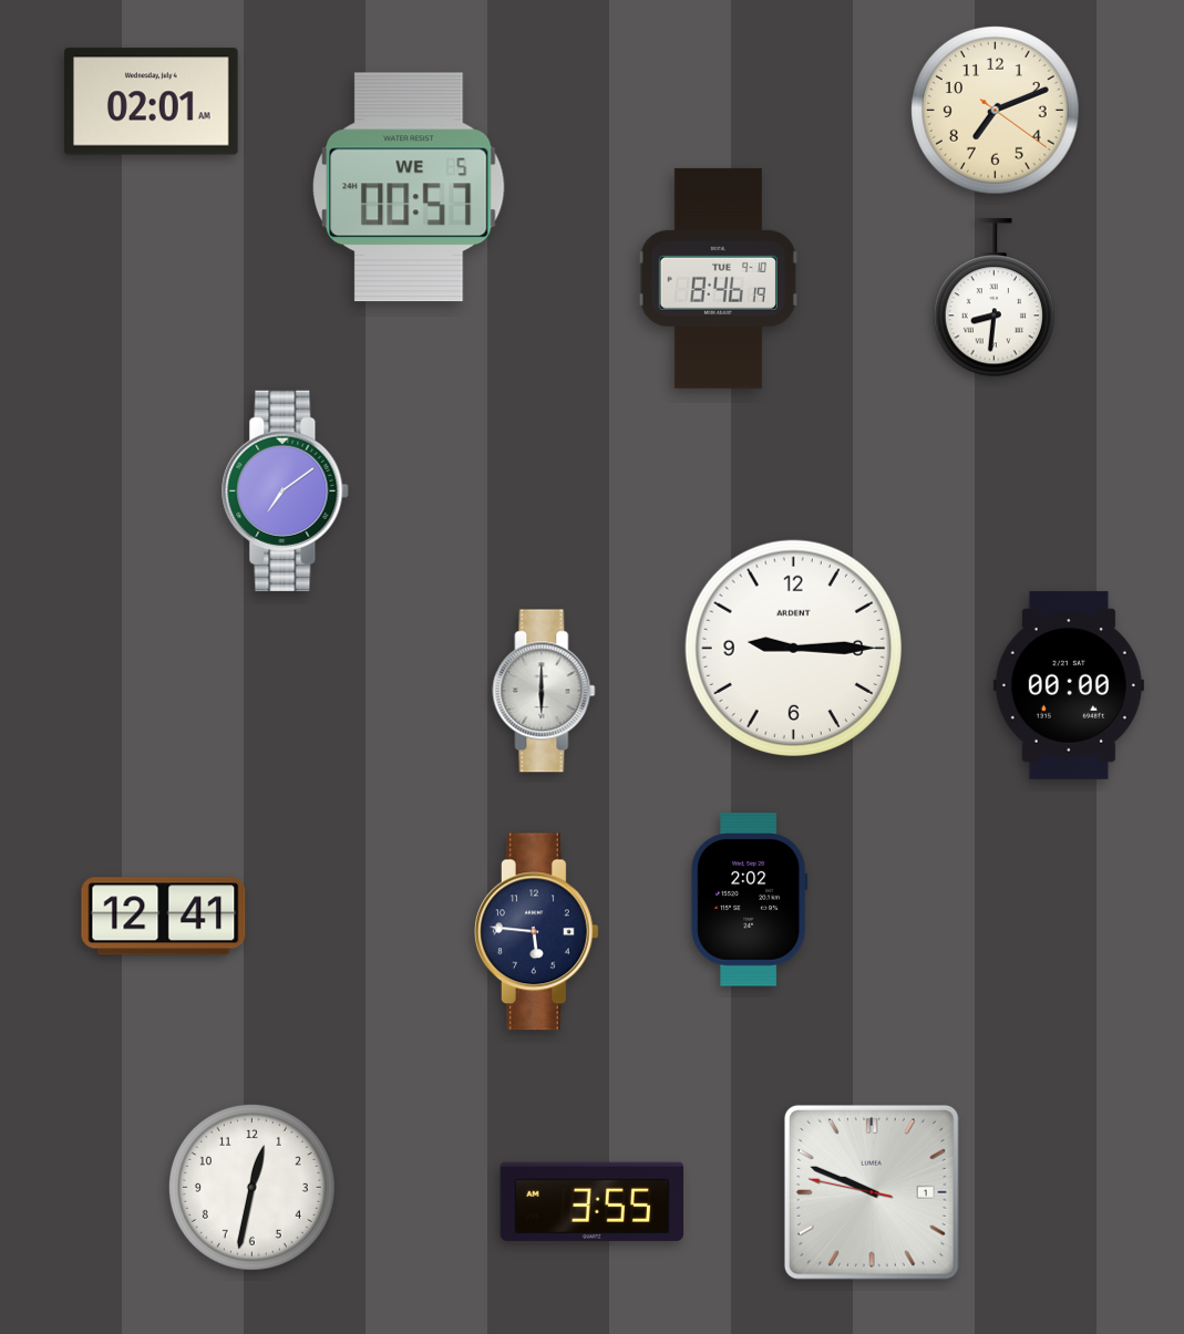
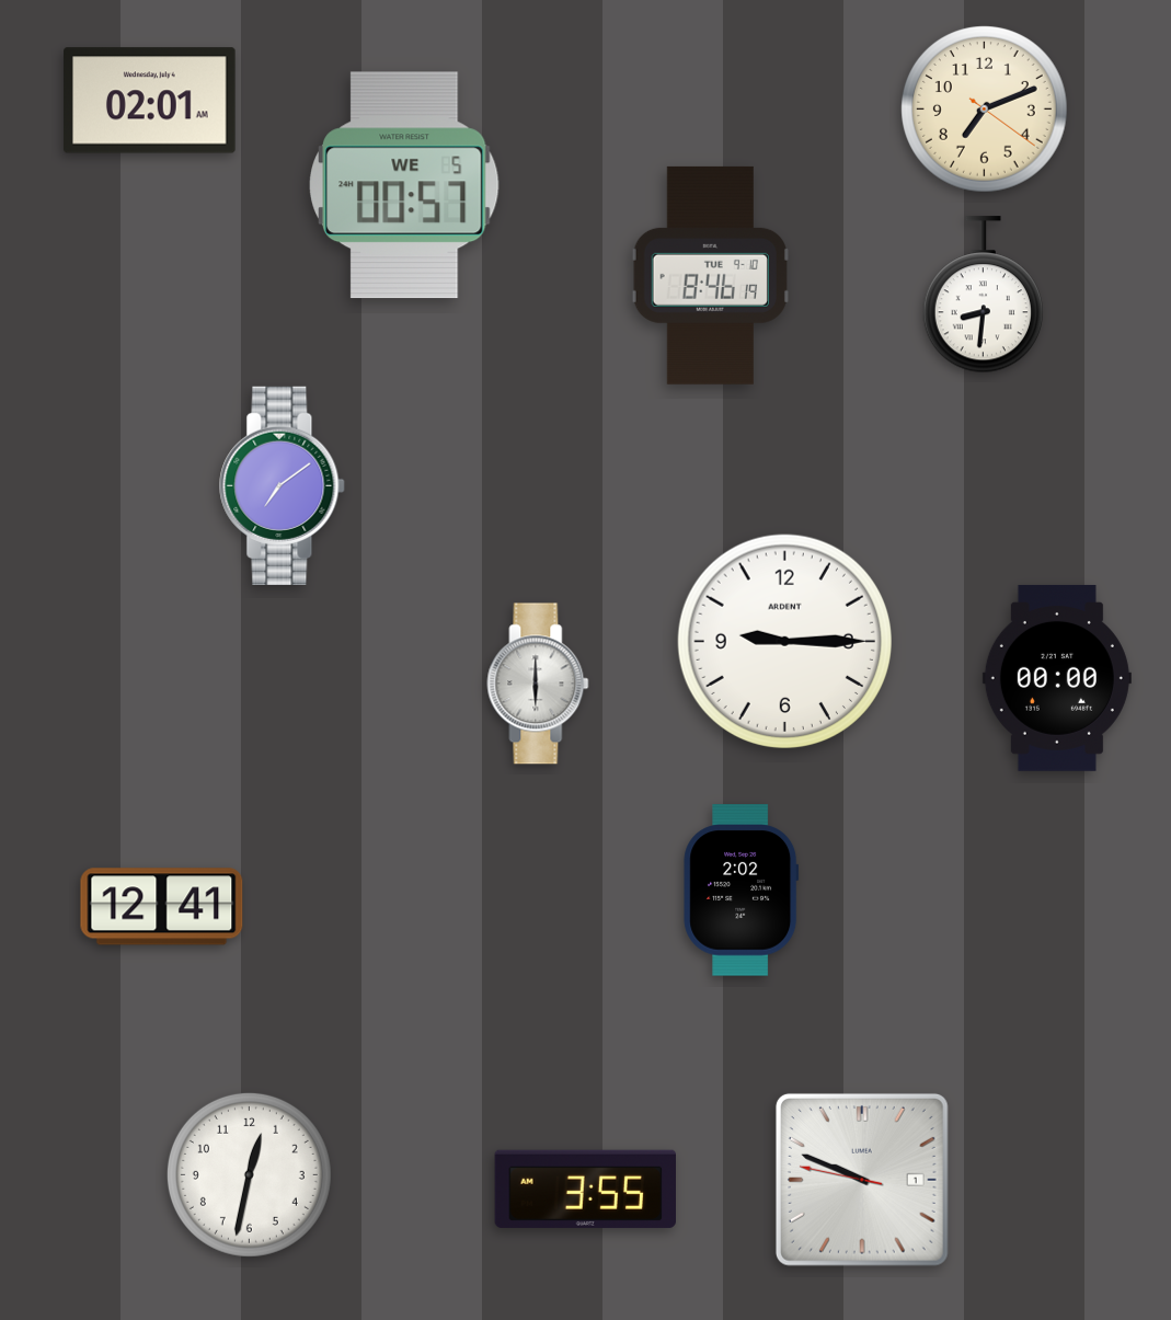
clock at (537, 932): 5:46 -> none
